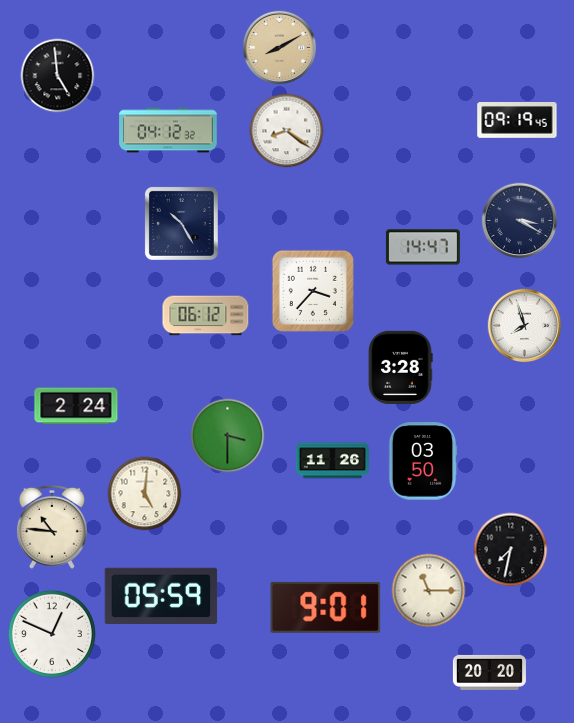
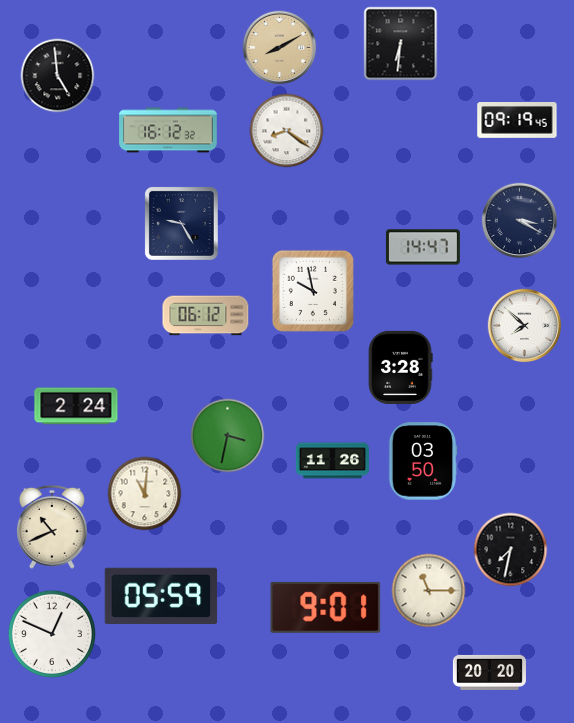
clock at (401, 44): none -> 6:31
clock at (168, 130): 04:12 -> 16:12
clock at (181, 223): 10:25 -> 9:25
clock at (313, 291): 3:37 -> 9:58
clock at (525, 326): 7:57 -> 7:52
clock at (228, 436): 3:30 -> 3:32
clock at (145, 494): 5:01 -> 11:01
clock at (52, 527): 10:46 -> 10:41
